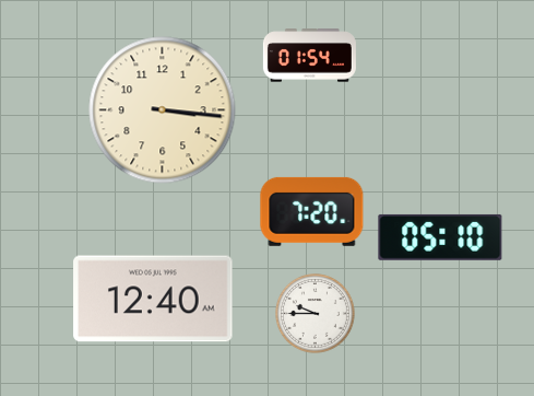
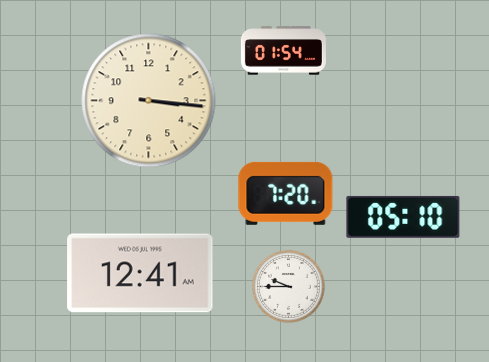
clock at (153, 299): 12:40 -> 12:41
